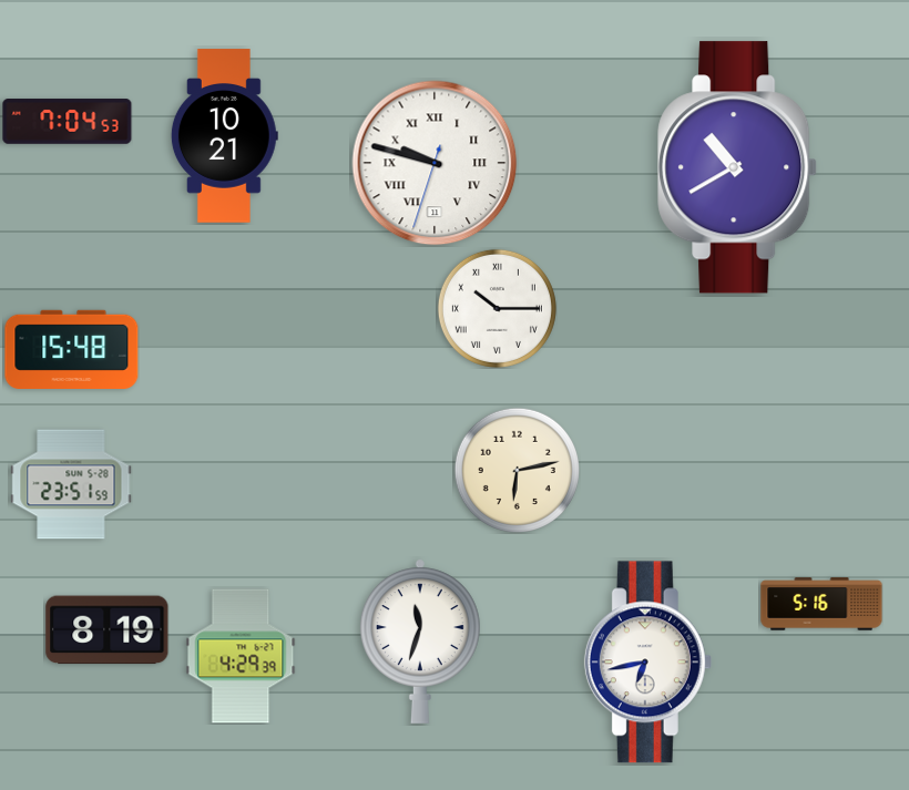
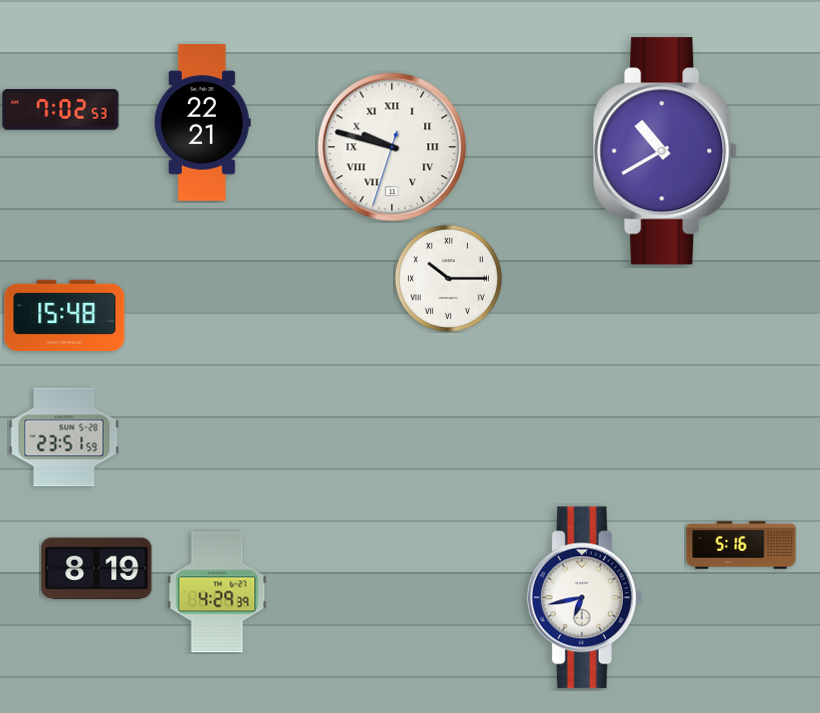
clock at (68, 122): 7:04 -> 7:02
clock at (224, 136): 10:21 -> 22:21
clock at (517, 470): 6:13 -> none
clock at (420, 642): 11:33 -> none
